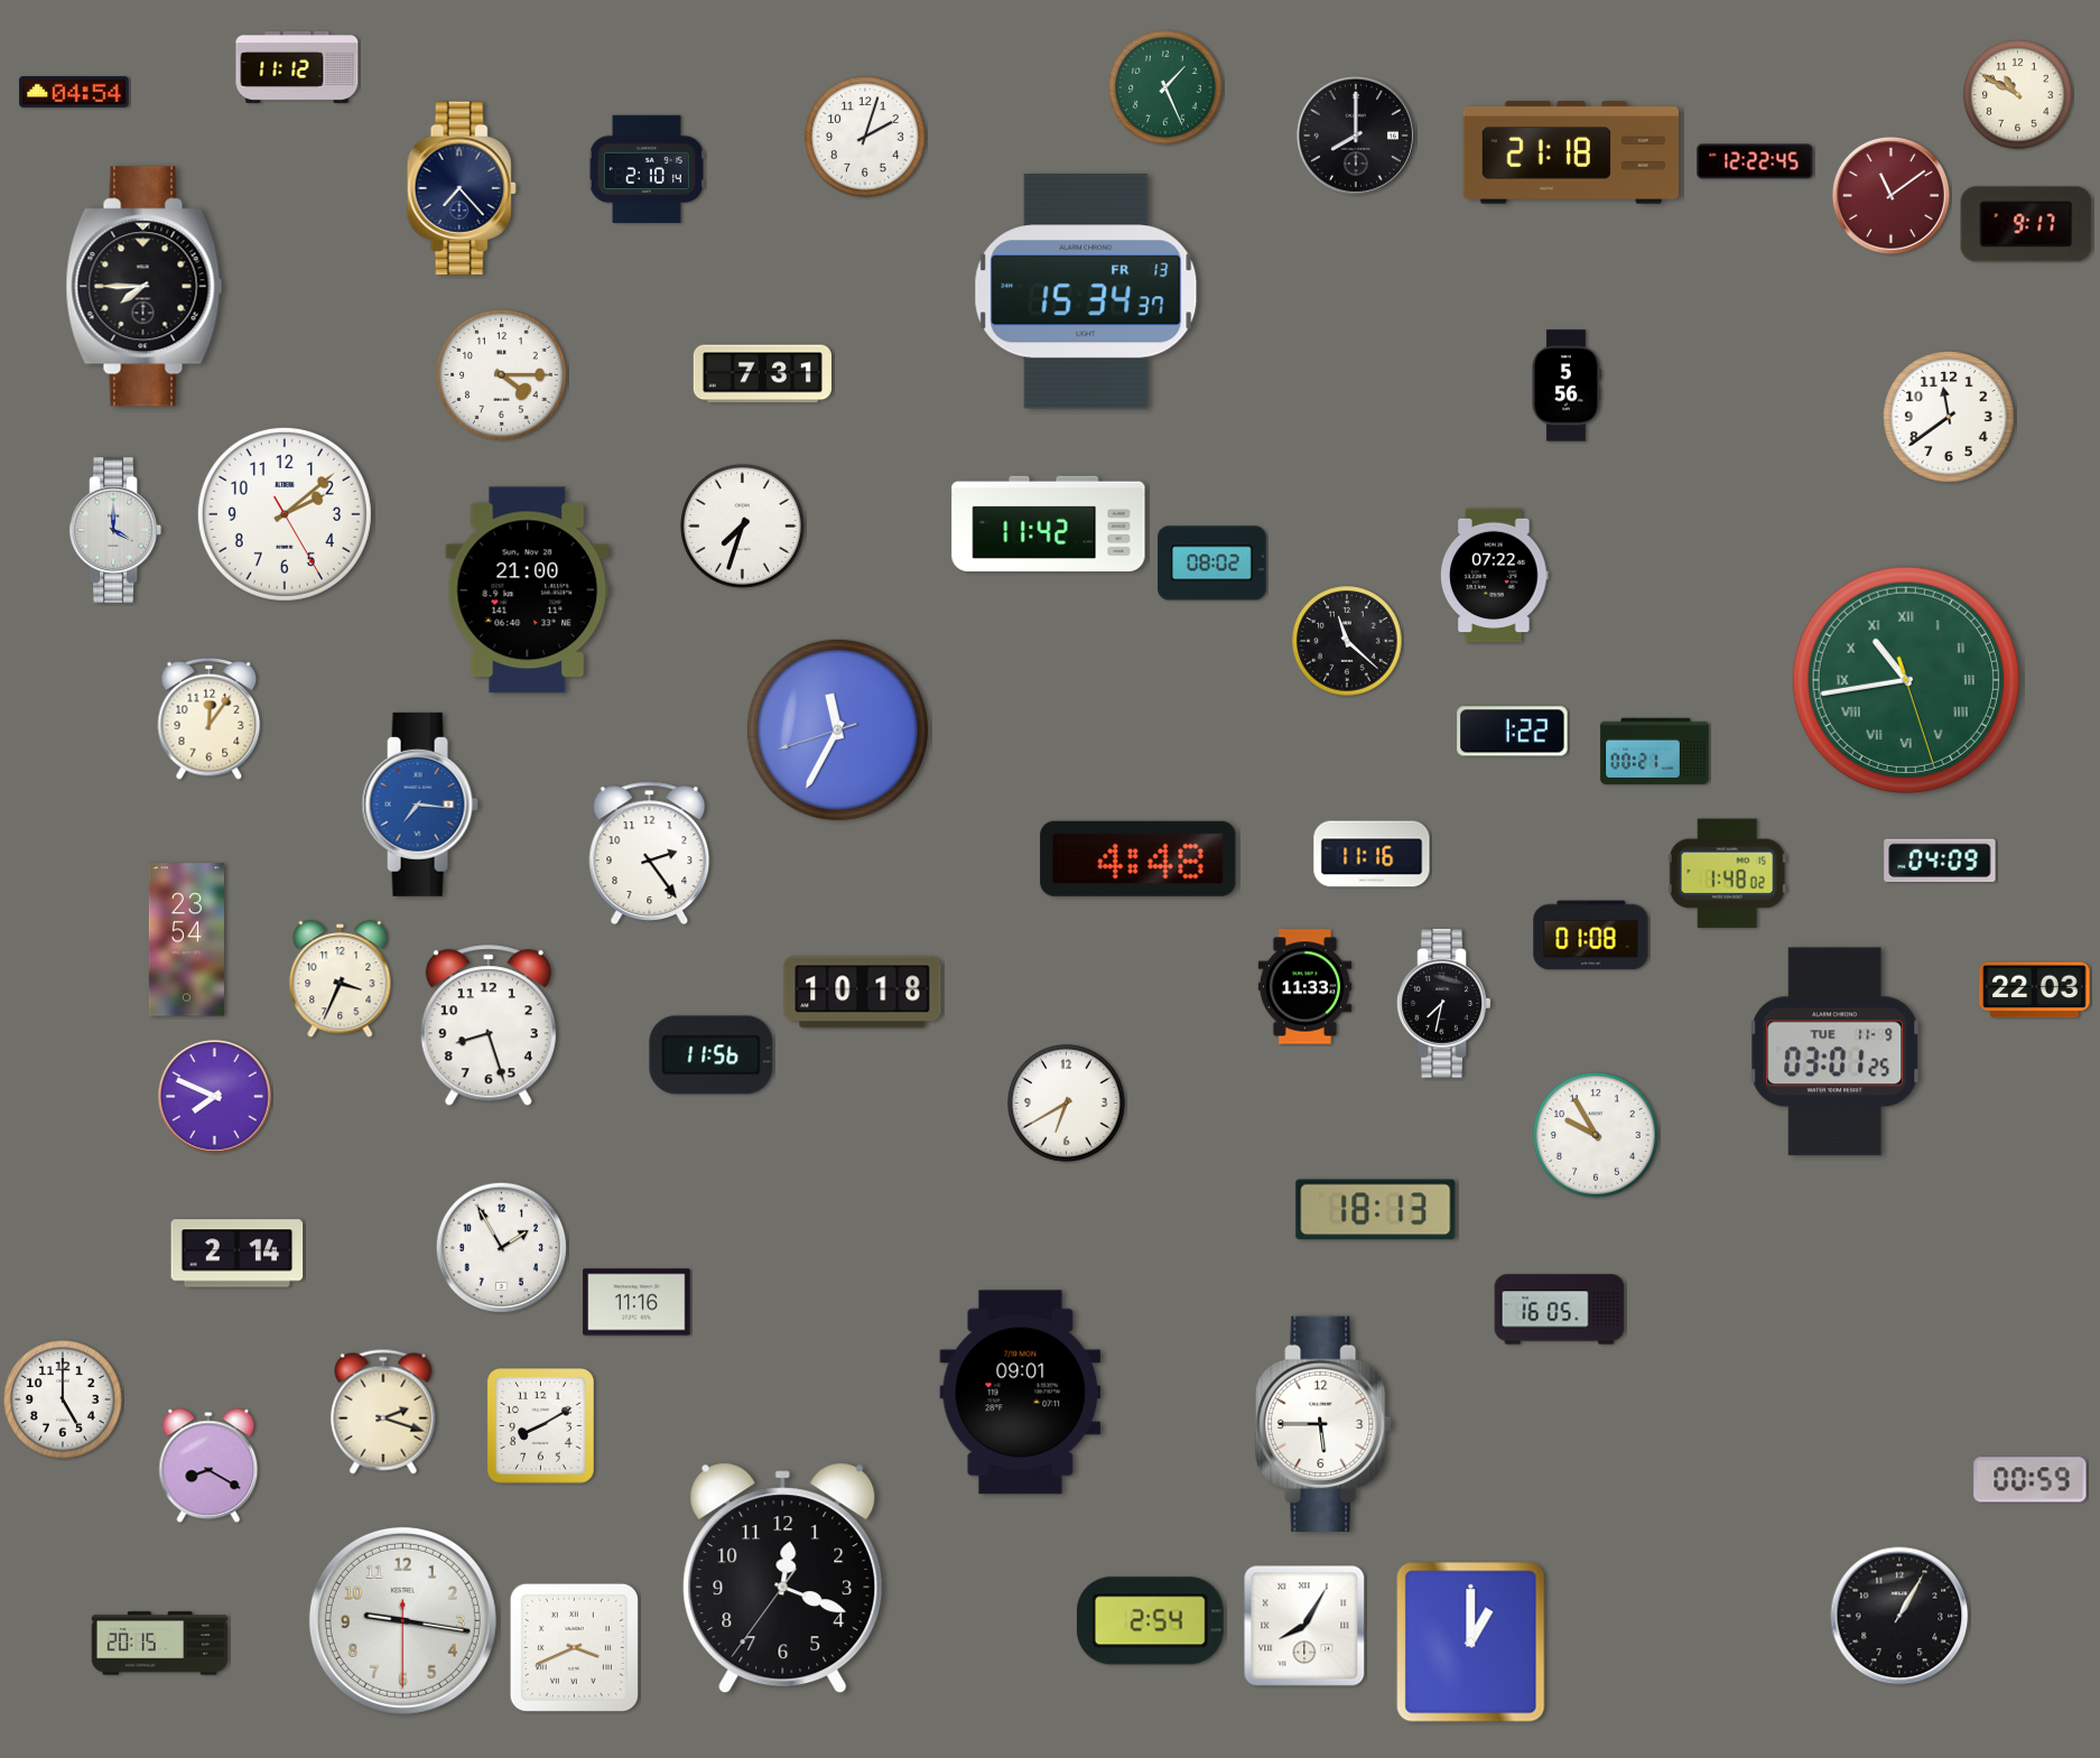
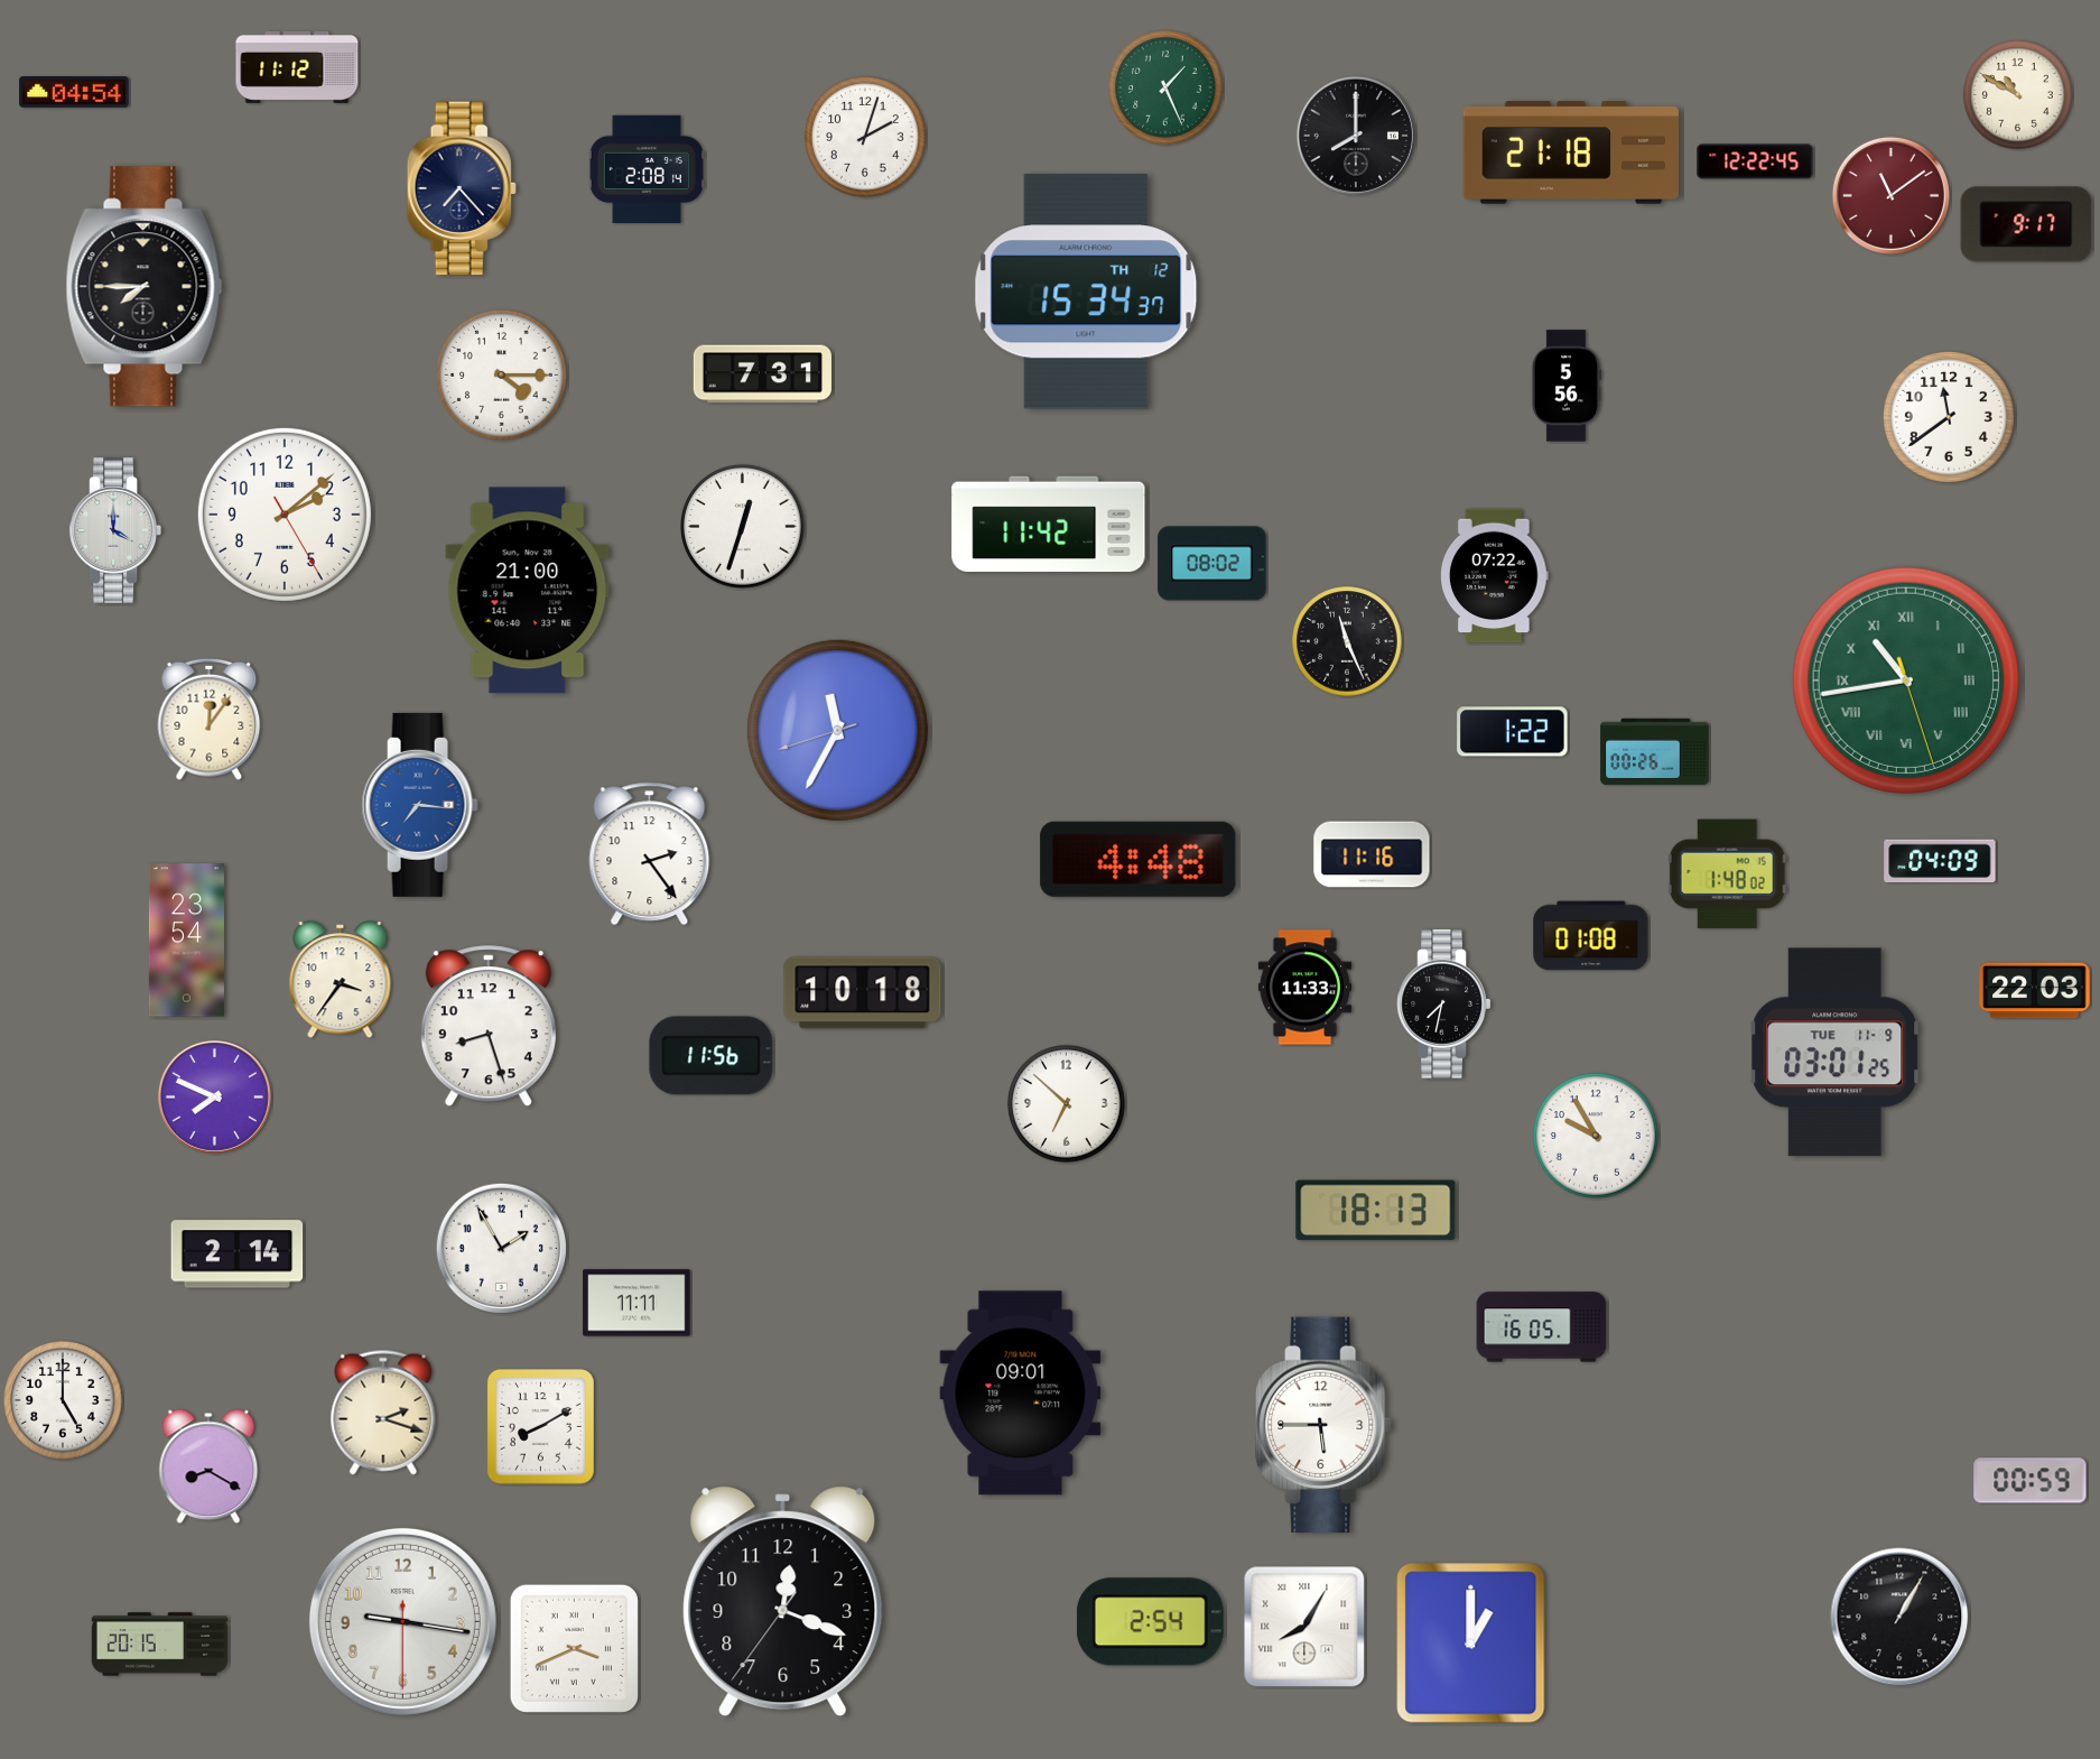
clock at (647, 169): 2:10 -> 2:08
clock at (1086, 291) date: FR 13 -> TH 12
clock at (743, 527): 7:33 -> 12:33
clock at (1347, 641): 11:22 -> 11:26
clock at (1655, 752): 00:21 -> 00:26
clock at (341, 979): 3:34 -> 3:36
clock at (1067, 1104): 6:40 -> 6:52
clock at (636, 1302): 11:16 -> 11:11
clock at (1560, 1310) position: (1560, 1310) -> (1542, 1327)
clock at (783, 1579) position: (783, 1579) -> (783, 1602)
